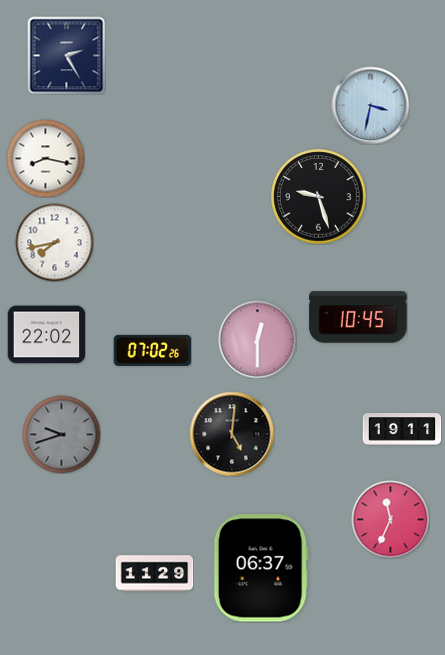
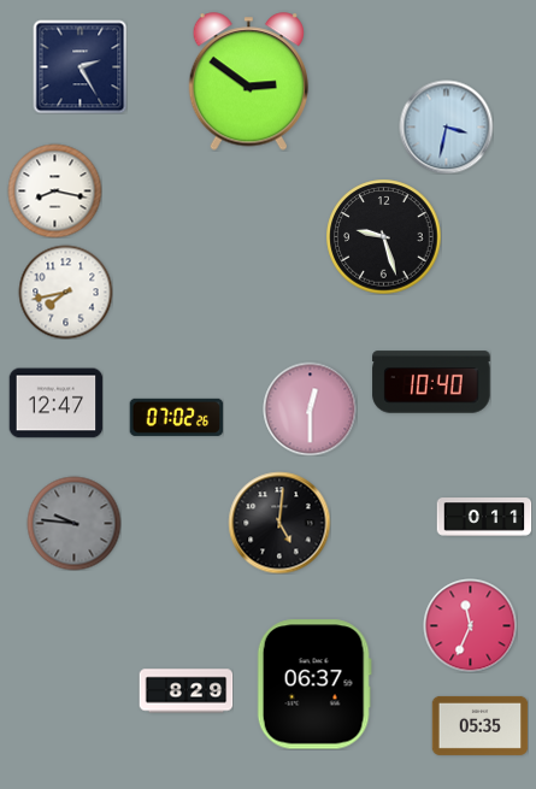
clock at (248, 82): none -> 2:51
clock at (358, 317): 10:45 -> 10:40
clock at (46, 335): 22:02 -> 12:47
clock at (152, 350) position: (152, 350) -> (176, 417)
clock at (402, 429): 19:11 -> 0:11
clock at (61, 434): 9:42 -> 9:46
clock at (154, 574): 11:29 -> 8:29
clock at (479, 725): none -> 05:35
